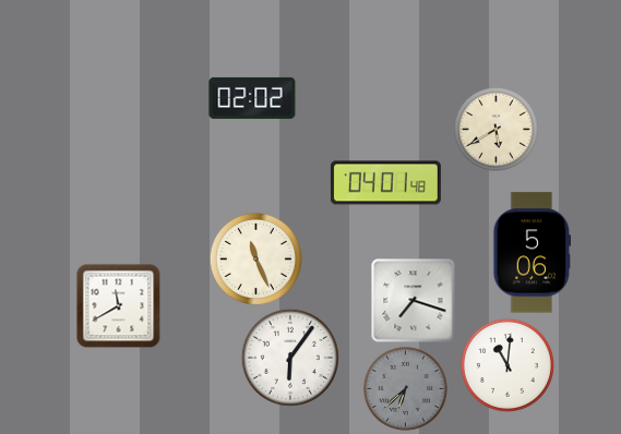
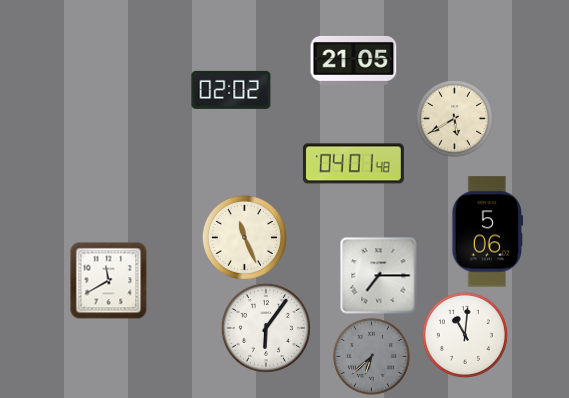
clock at (354, 61): none -> 21:05
clock at (385, 183) position: (385, 183) -> (353, 164)
clock at (255, 258) position: (255, 258) -> (244, 237)
clock at (414, 301): 7:18 -> 7:15
